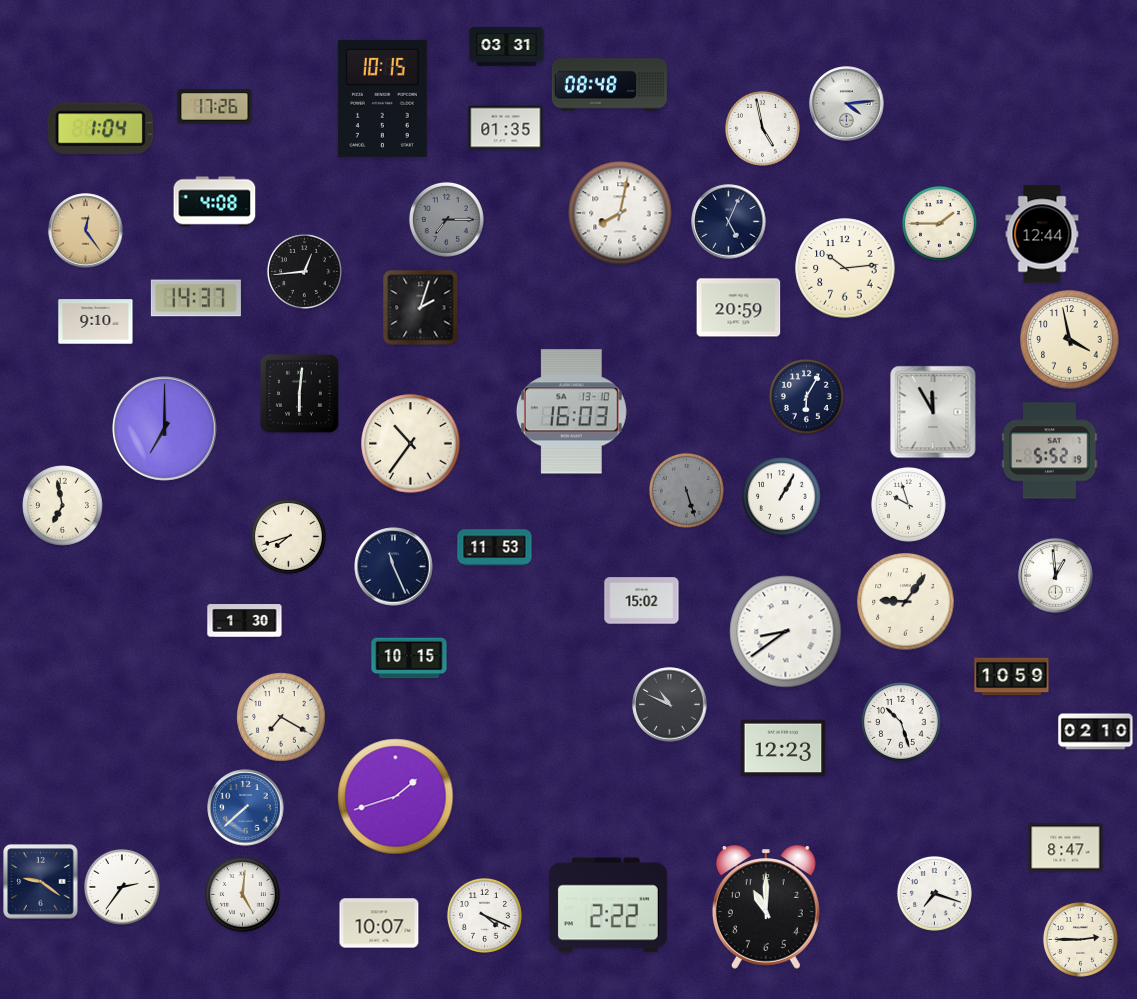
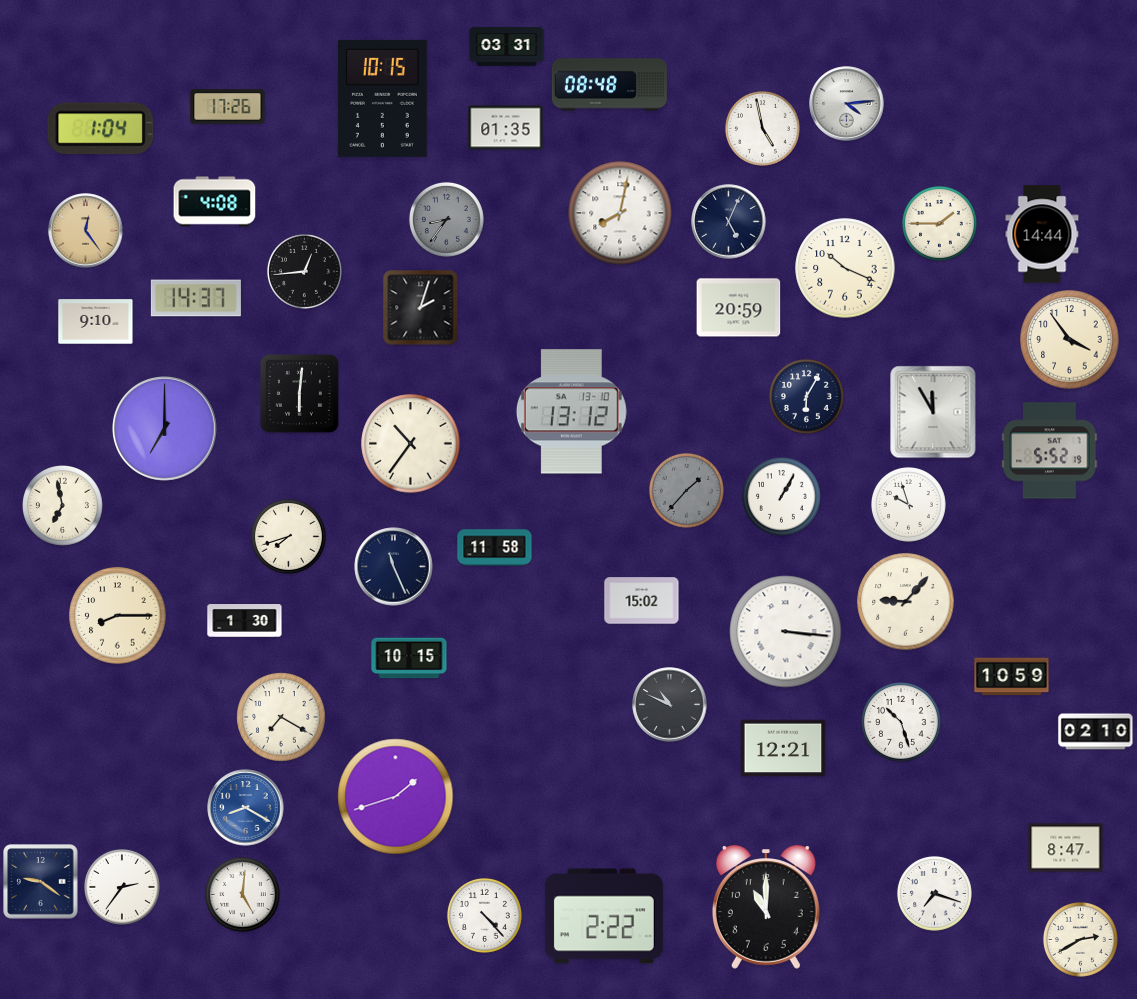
clock at (215, 107) position: (215, 107) -> (228, 107)
clock at (446, 219): 7:15 -> 8:36
clock at (1042, 234): 12:44 -> 14:44
clock at (845, 268): 10:14 -> 10:19
clock at (1070, 340): 3:58 -> 3:54
clock at (571, 412): 16:03 -> 13:12
clock at (686, 490): 5:27 -> 1:37
clock at (495, 548): 11:53 -> 11:58
clock at (1056, 576): 12:59 -> none
clock at (906, 602): 9:06 -> 9:07
clock at (118, 616): none -> 8:15
clock at (786, 632): 8:39 -> 3:16
clock at (783, 748): 12:23 -> 12:21
clock at (246, 808): 7:38 -> 8:20
clock at (608, 905) position: (608, 905) -> (604, 916)
clock at (484, 915): 4:19 -> 4:23
clock at (379, 923): 10:07 -> none
clock at (1080, 939): 2:45 -> 2:40
